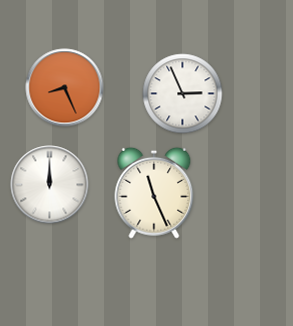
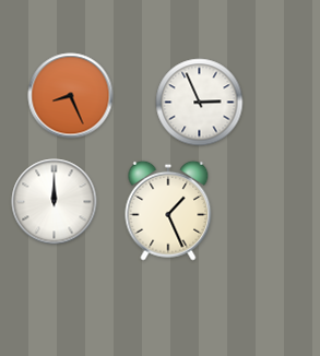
clock at (154, 193): 11:26 -> 1:26
